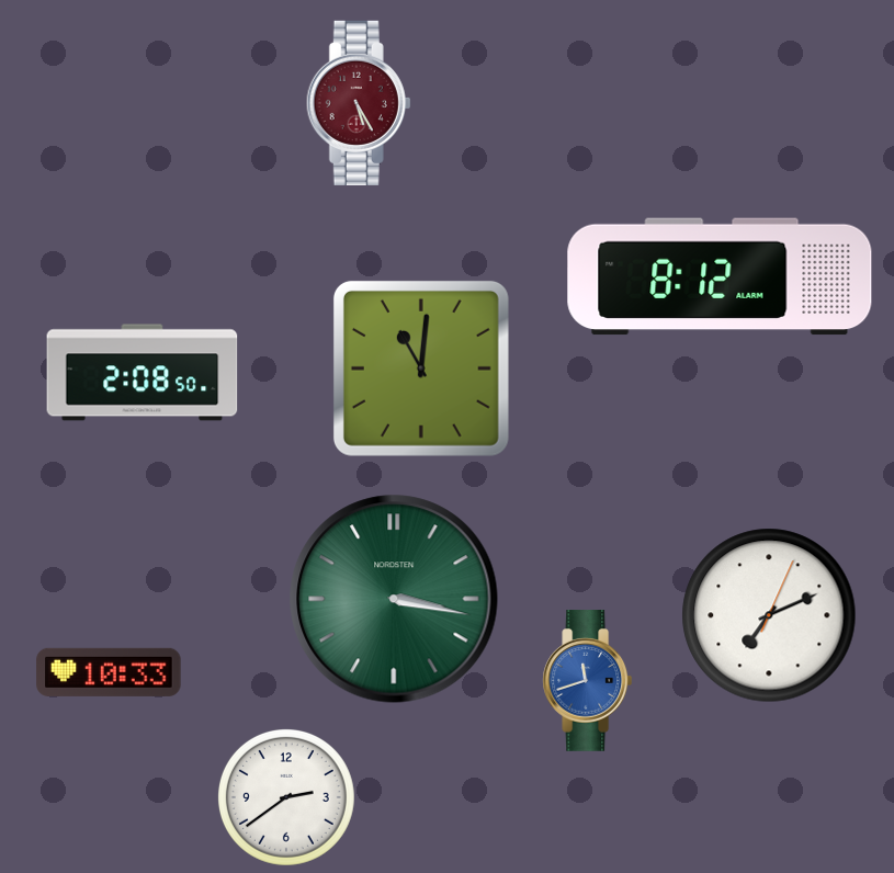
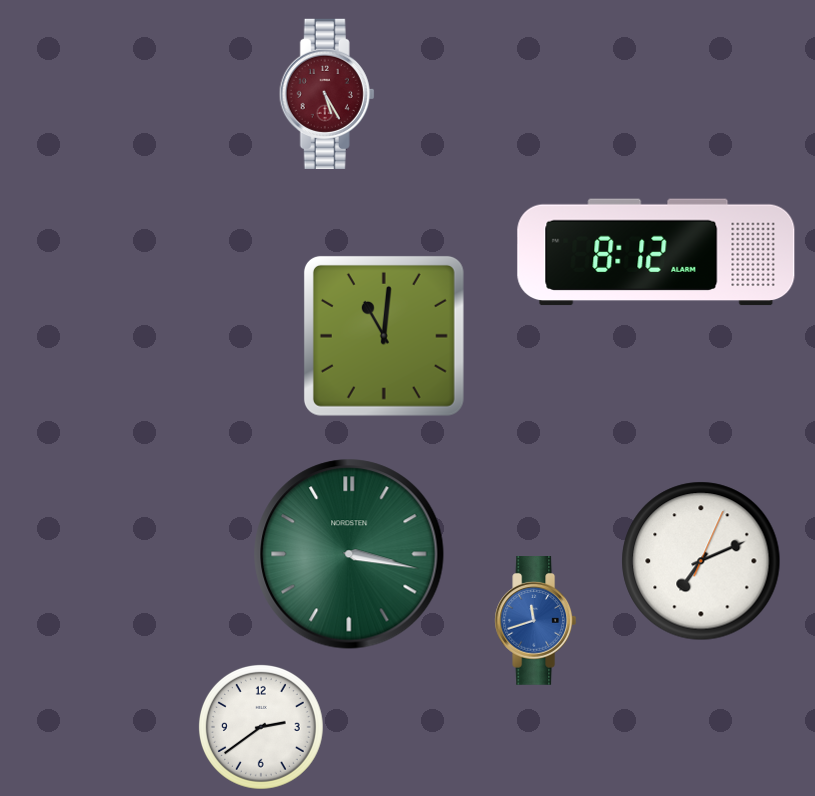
clock at (143, 373): 2:08 -> none
clock at (394, 599) position: (394, 599) -> (349, 554)
clock at (109, 672): 10:33 -> none
